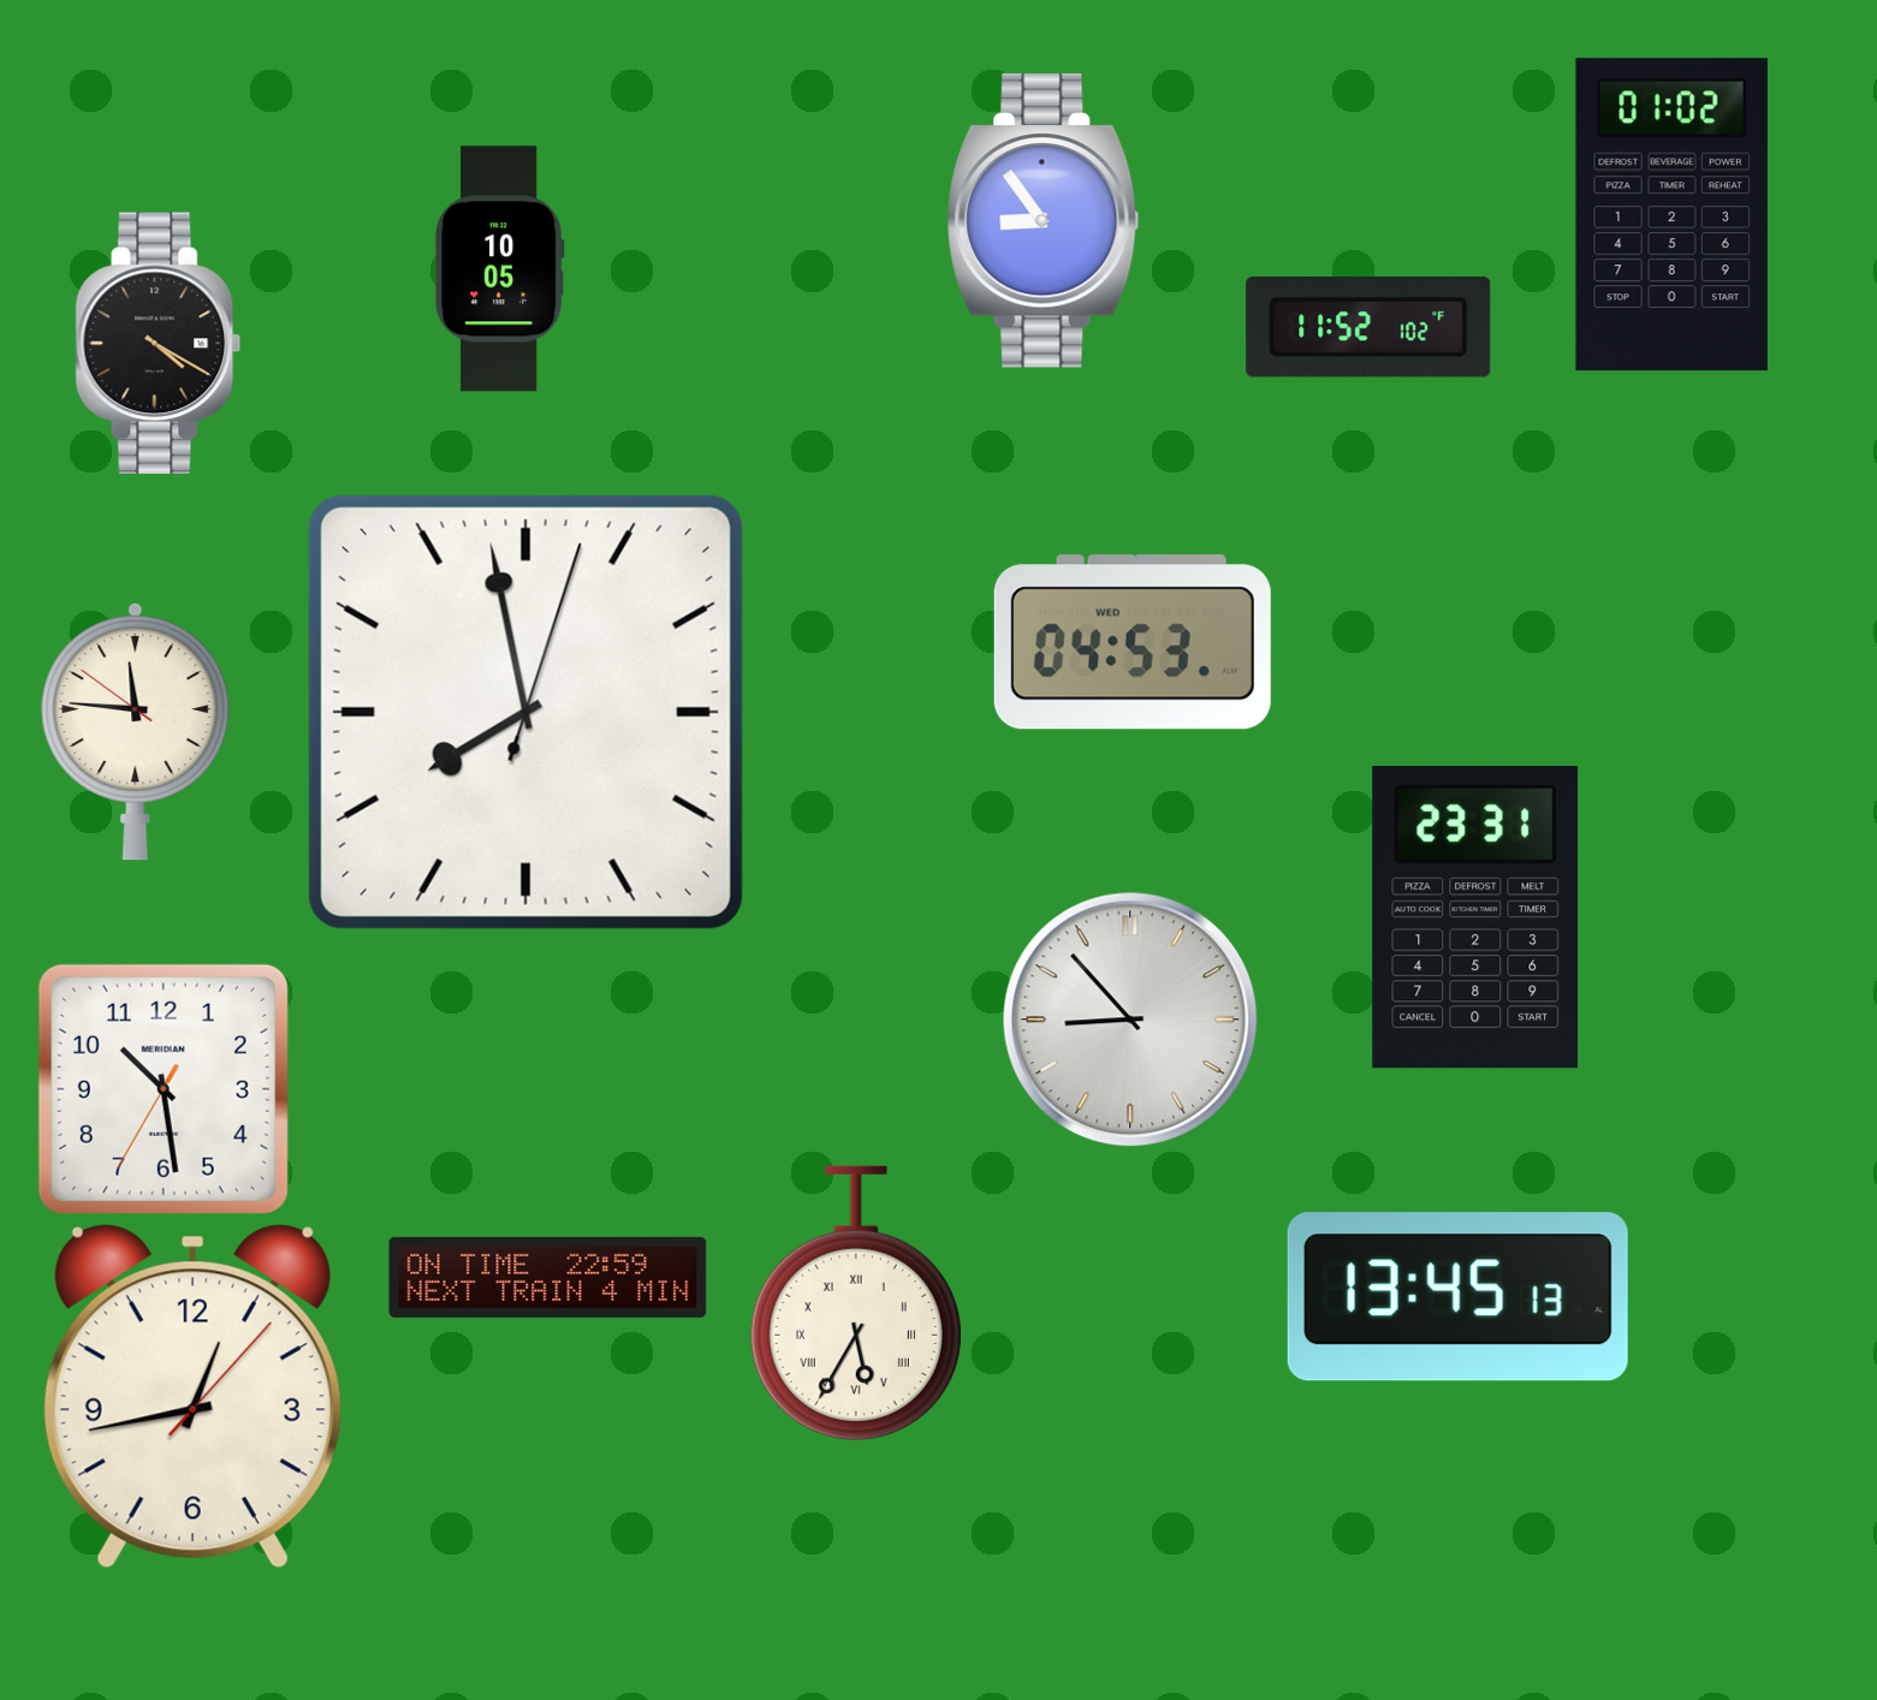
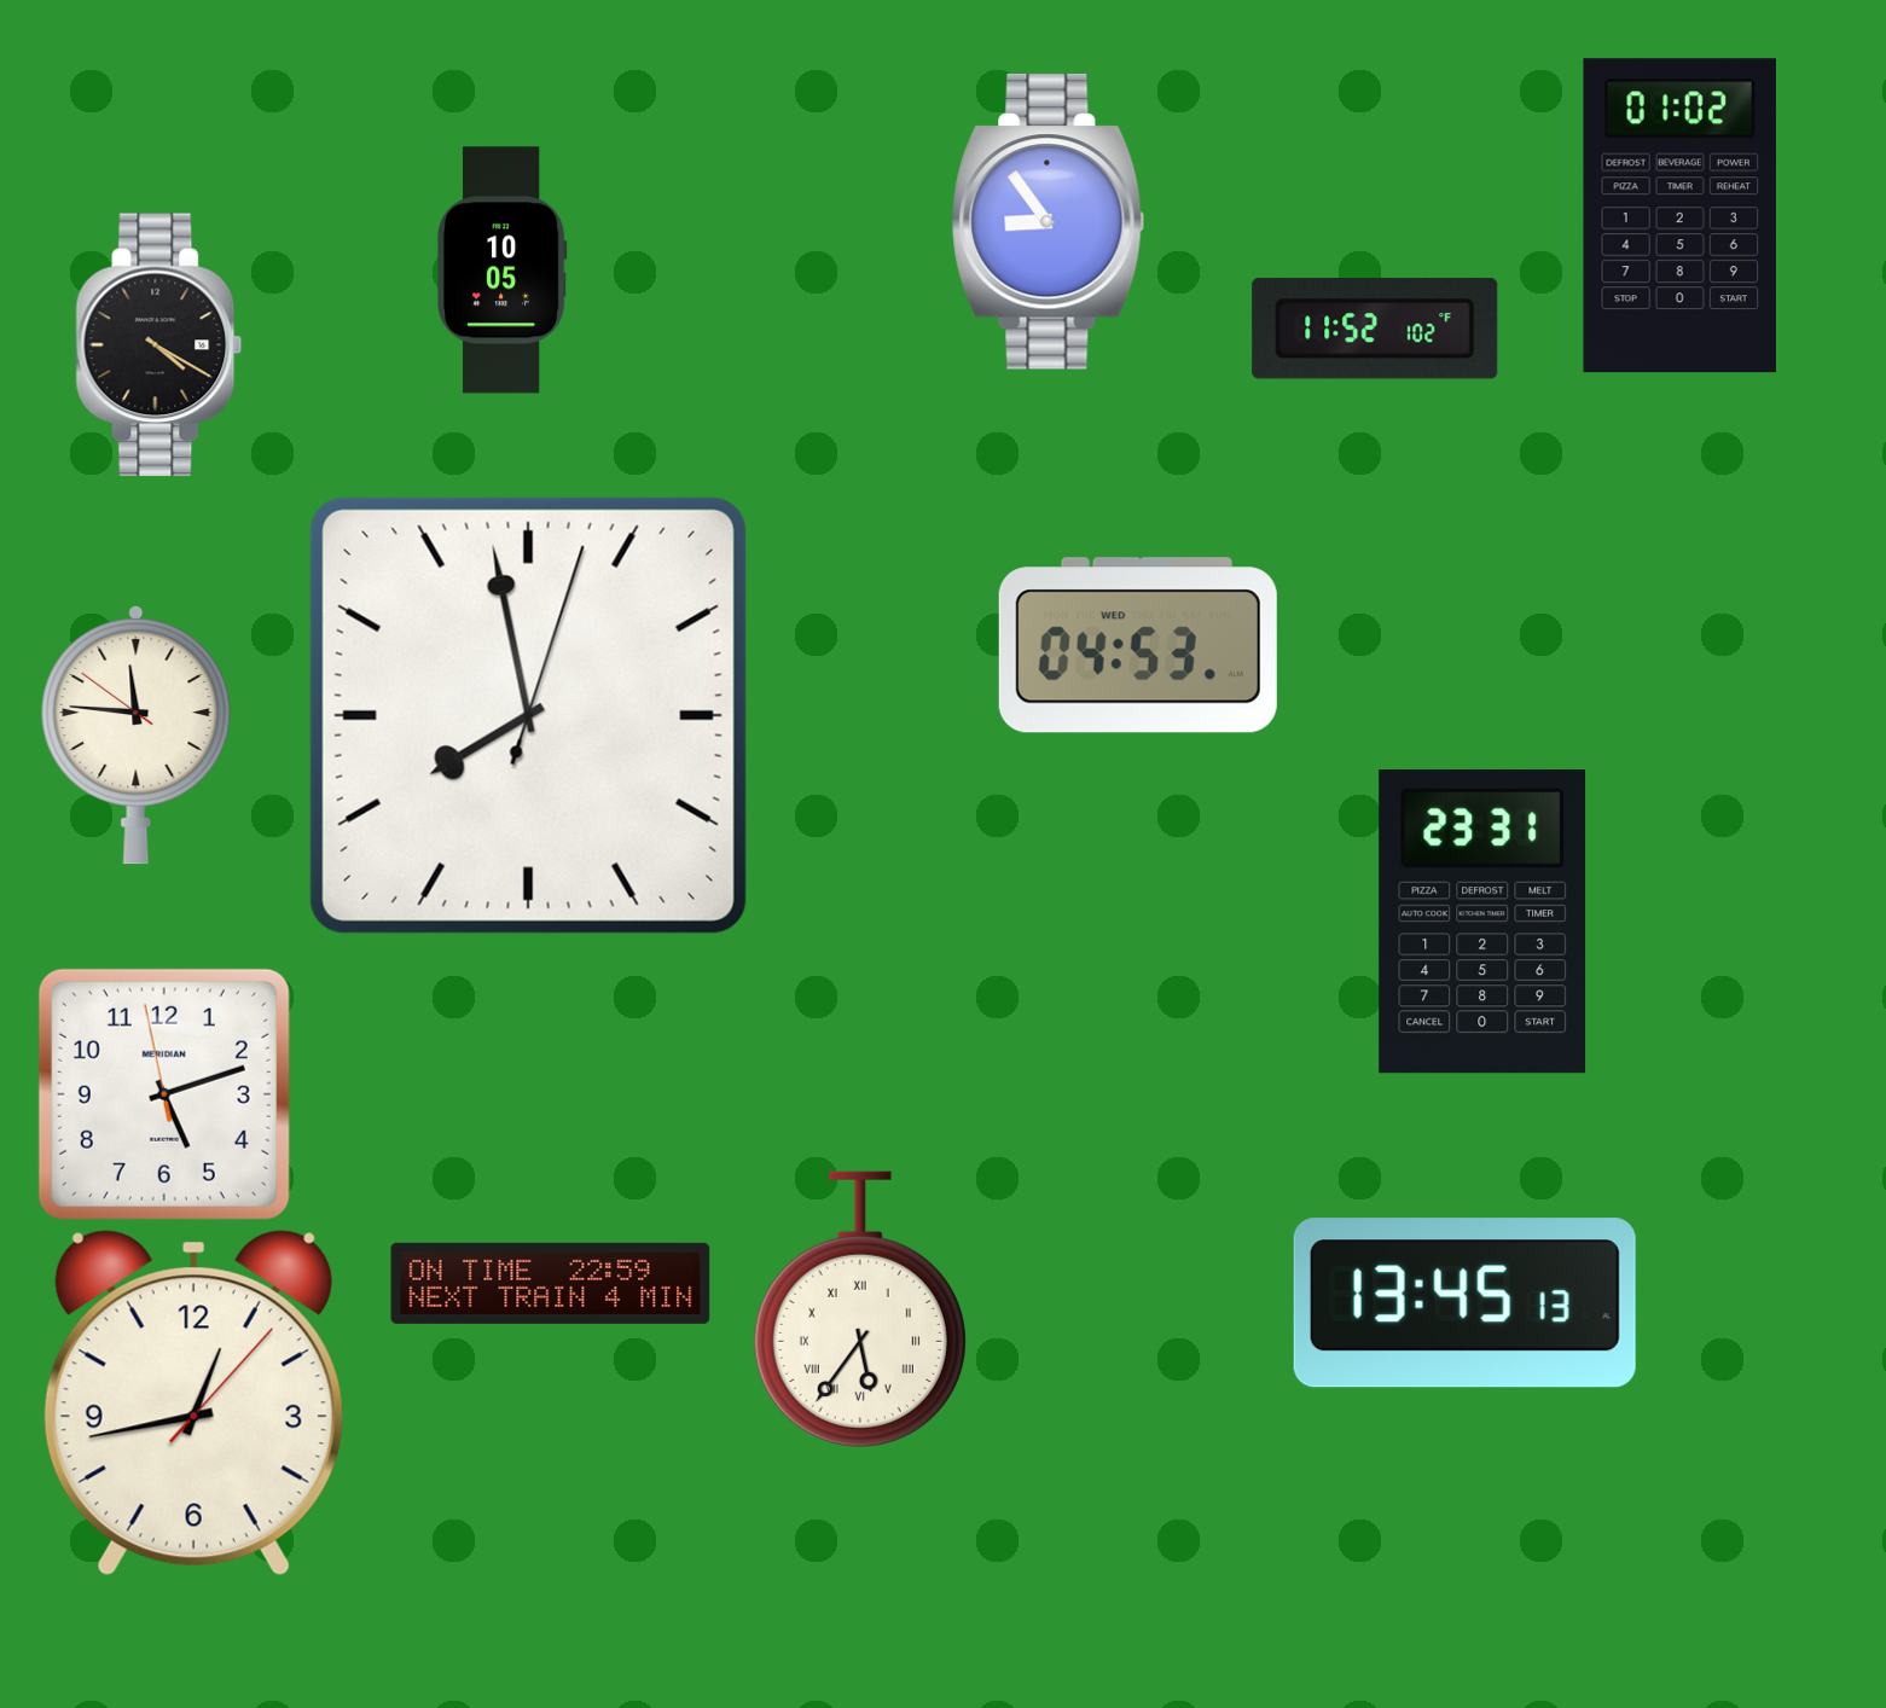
clock at (1130, 1020): 8:53 -> none
clock at (164, 1089): 10:28 -> 5:11
clock at (856, 1302): 5:35 -> 5:36
